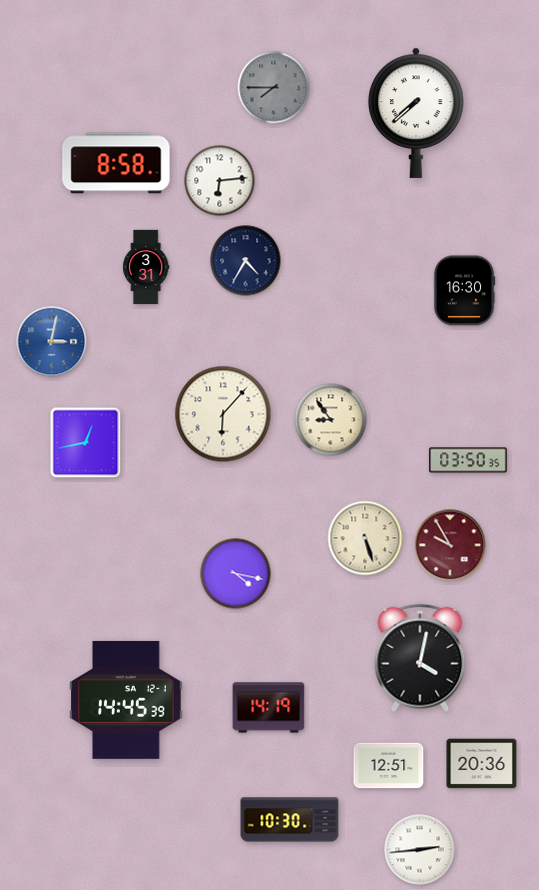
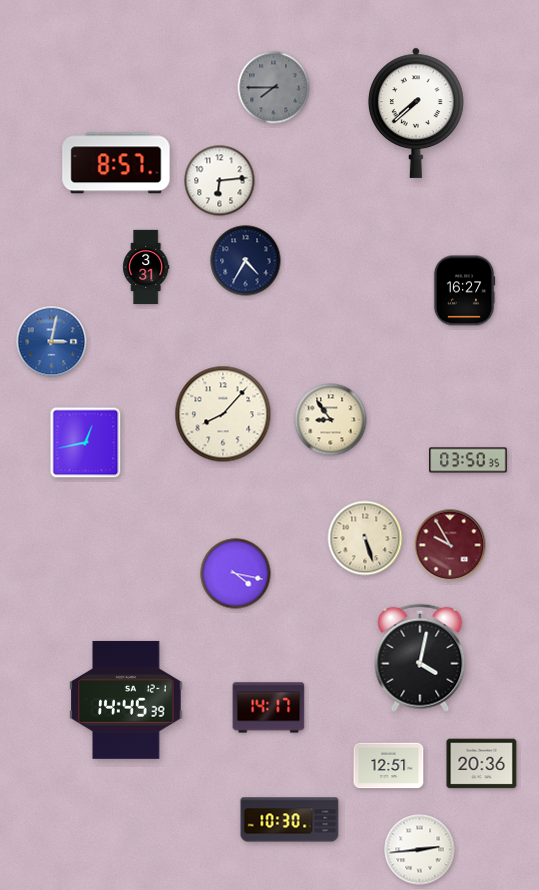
clock at (116, 163): 8:58 -> 8:57
clock at (464, 291): 16:30 -> 16:27
clock at (223, 414): 6:07 -> 8:07
clock at (269, 708): 14:19 -> 14:17
